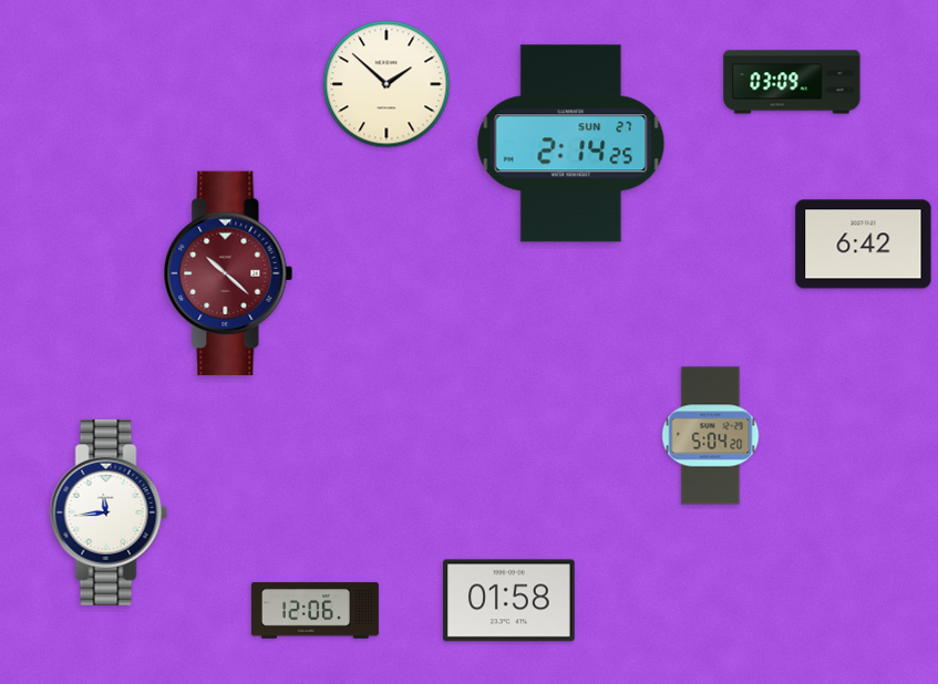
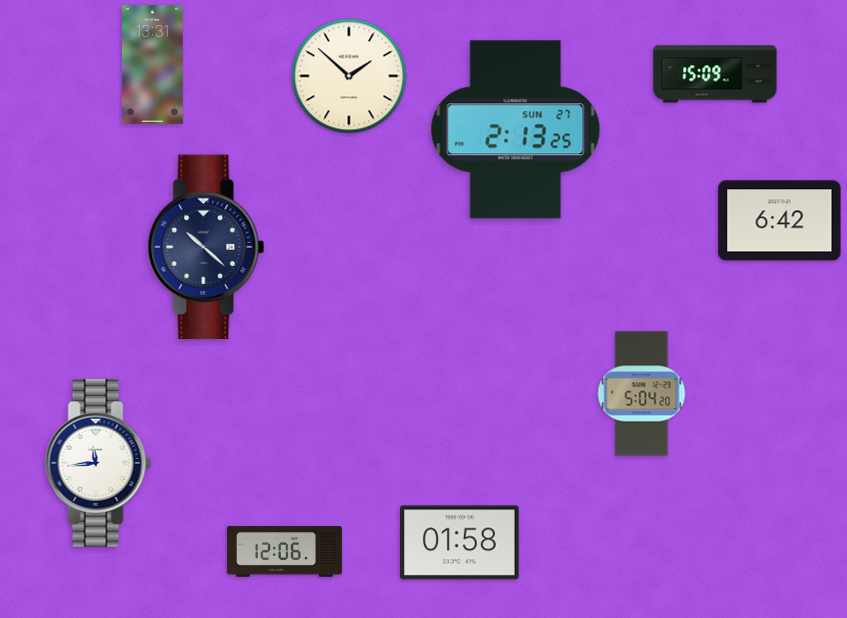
clock at (152, 65): none -> 13:31
clock at (792, 82): 03:09 -> 15:09
clock at (571, 144): 2:14 -> 2:13
clock at (228, 273) dial: burgundy -> navy
